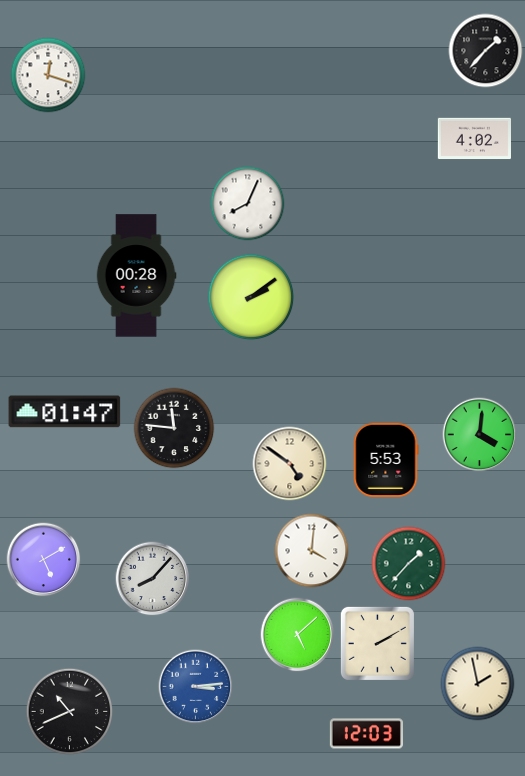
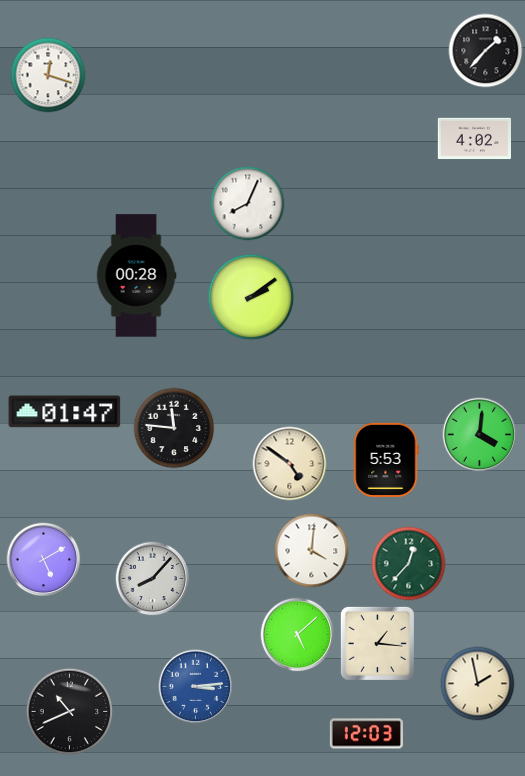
clock at (409, 564): 1:37 -> 12:37
clock at (377, 643): 2:10 -> 1:16
